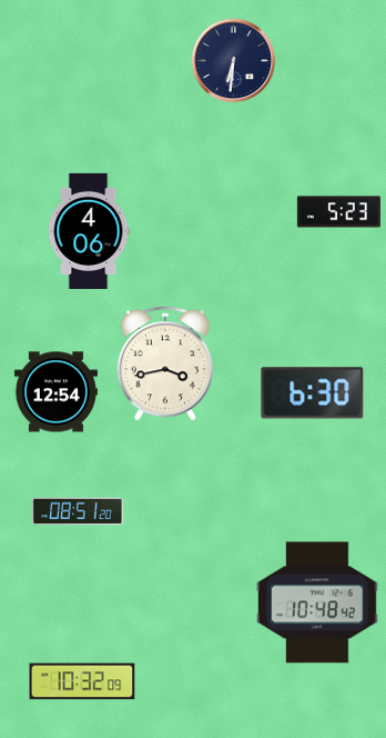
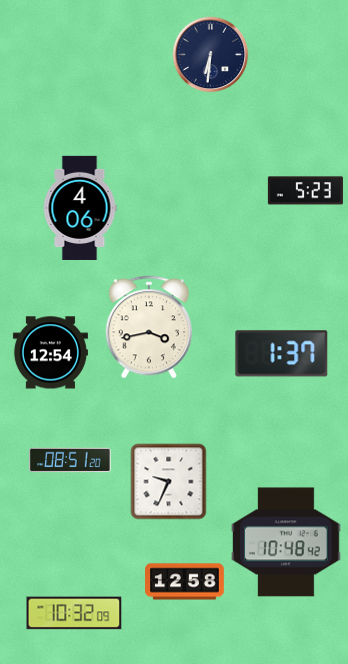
clock at (313, 393): 6:30 -> 1:37
clock at (169, 482): none -> 9:34
clock at (185, 582): none -> 12:58
